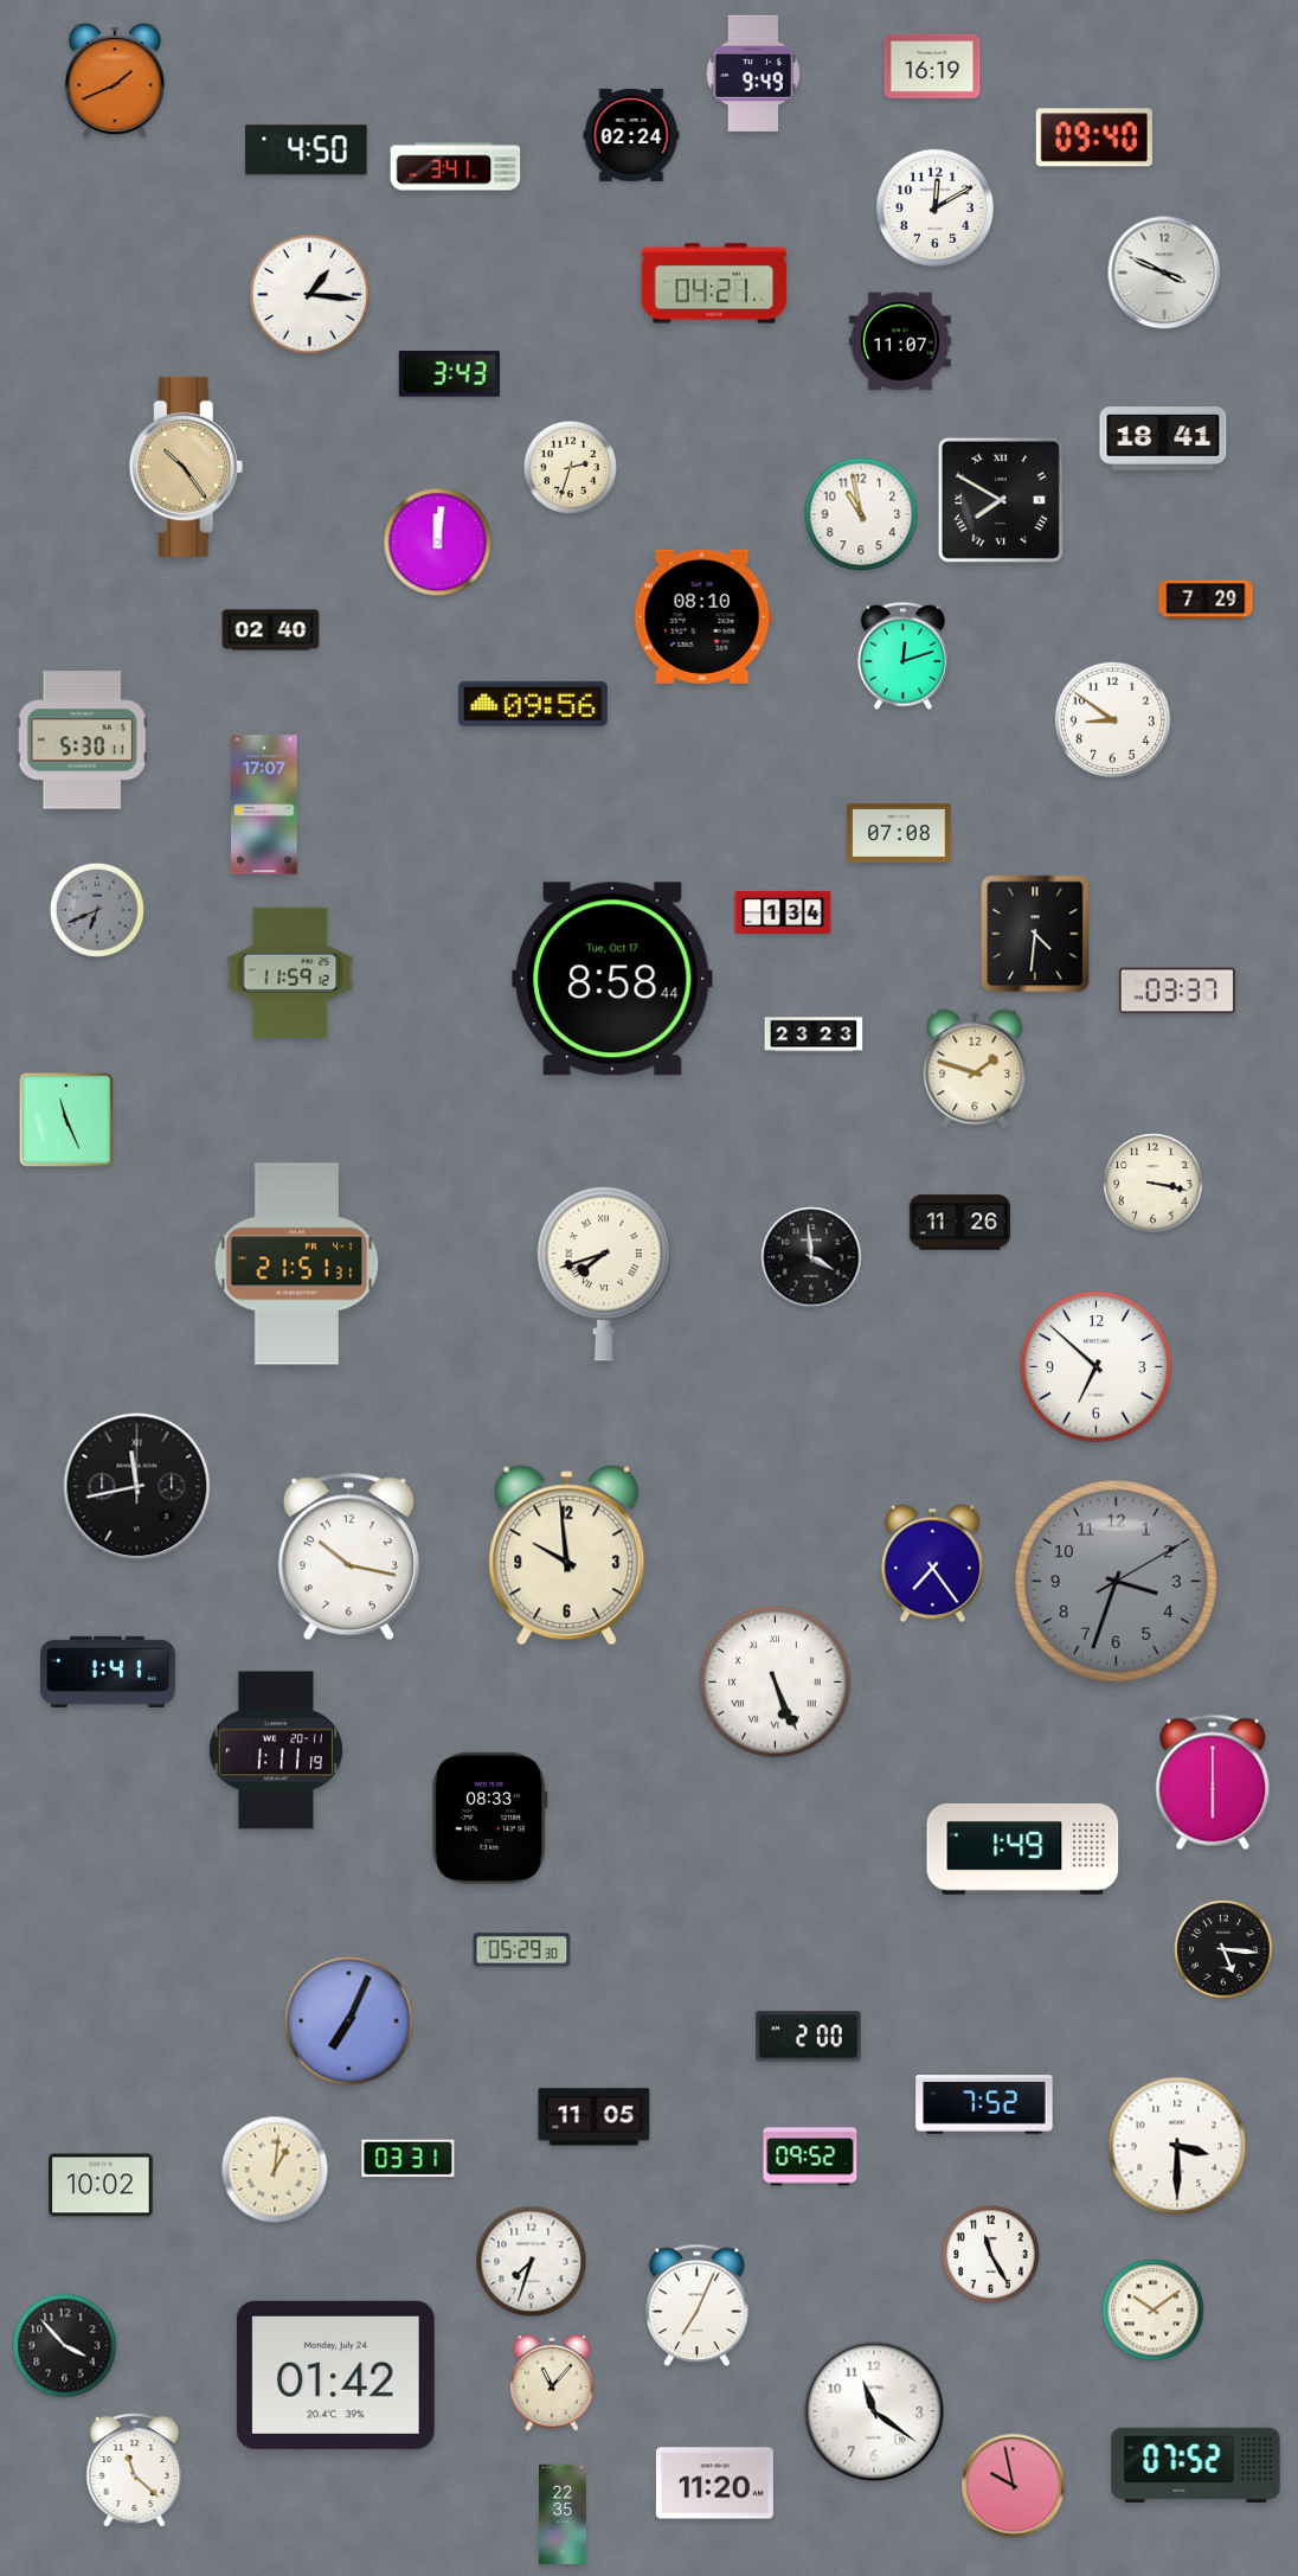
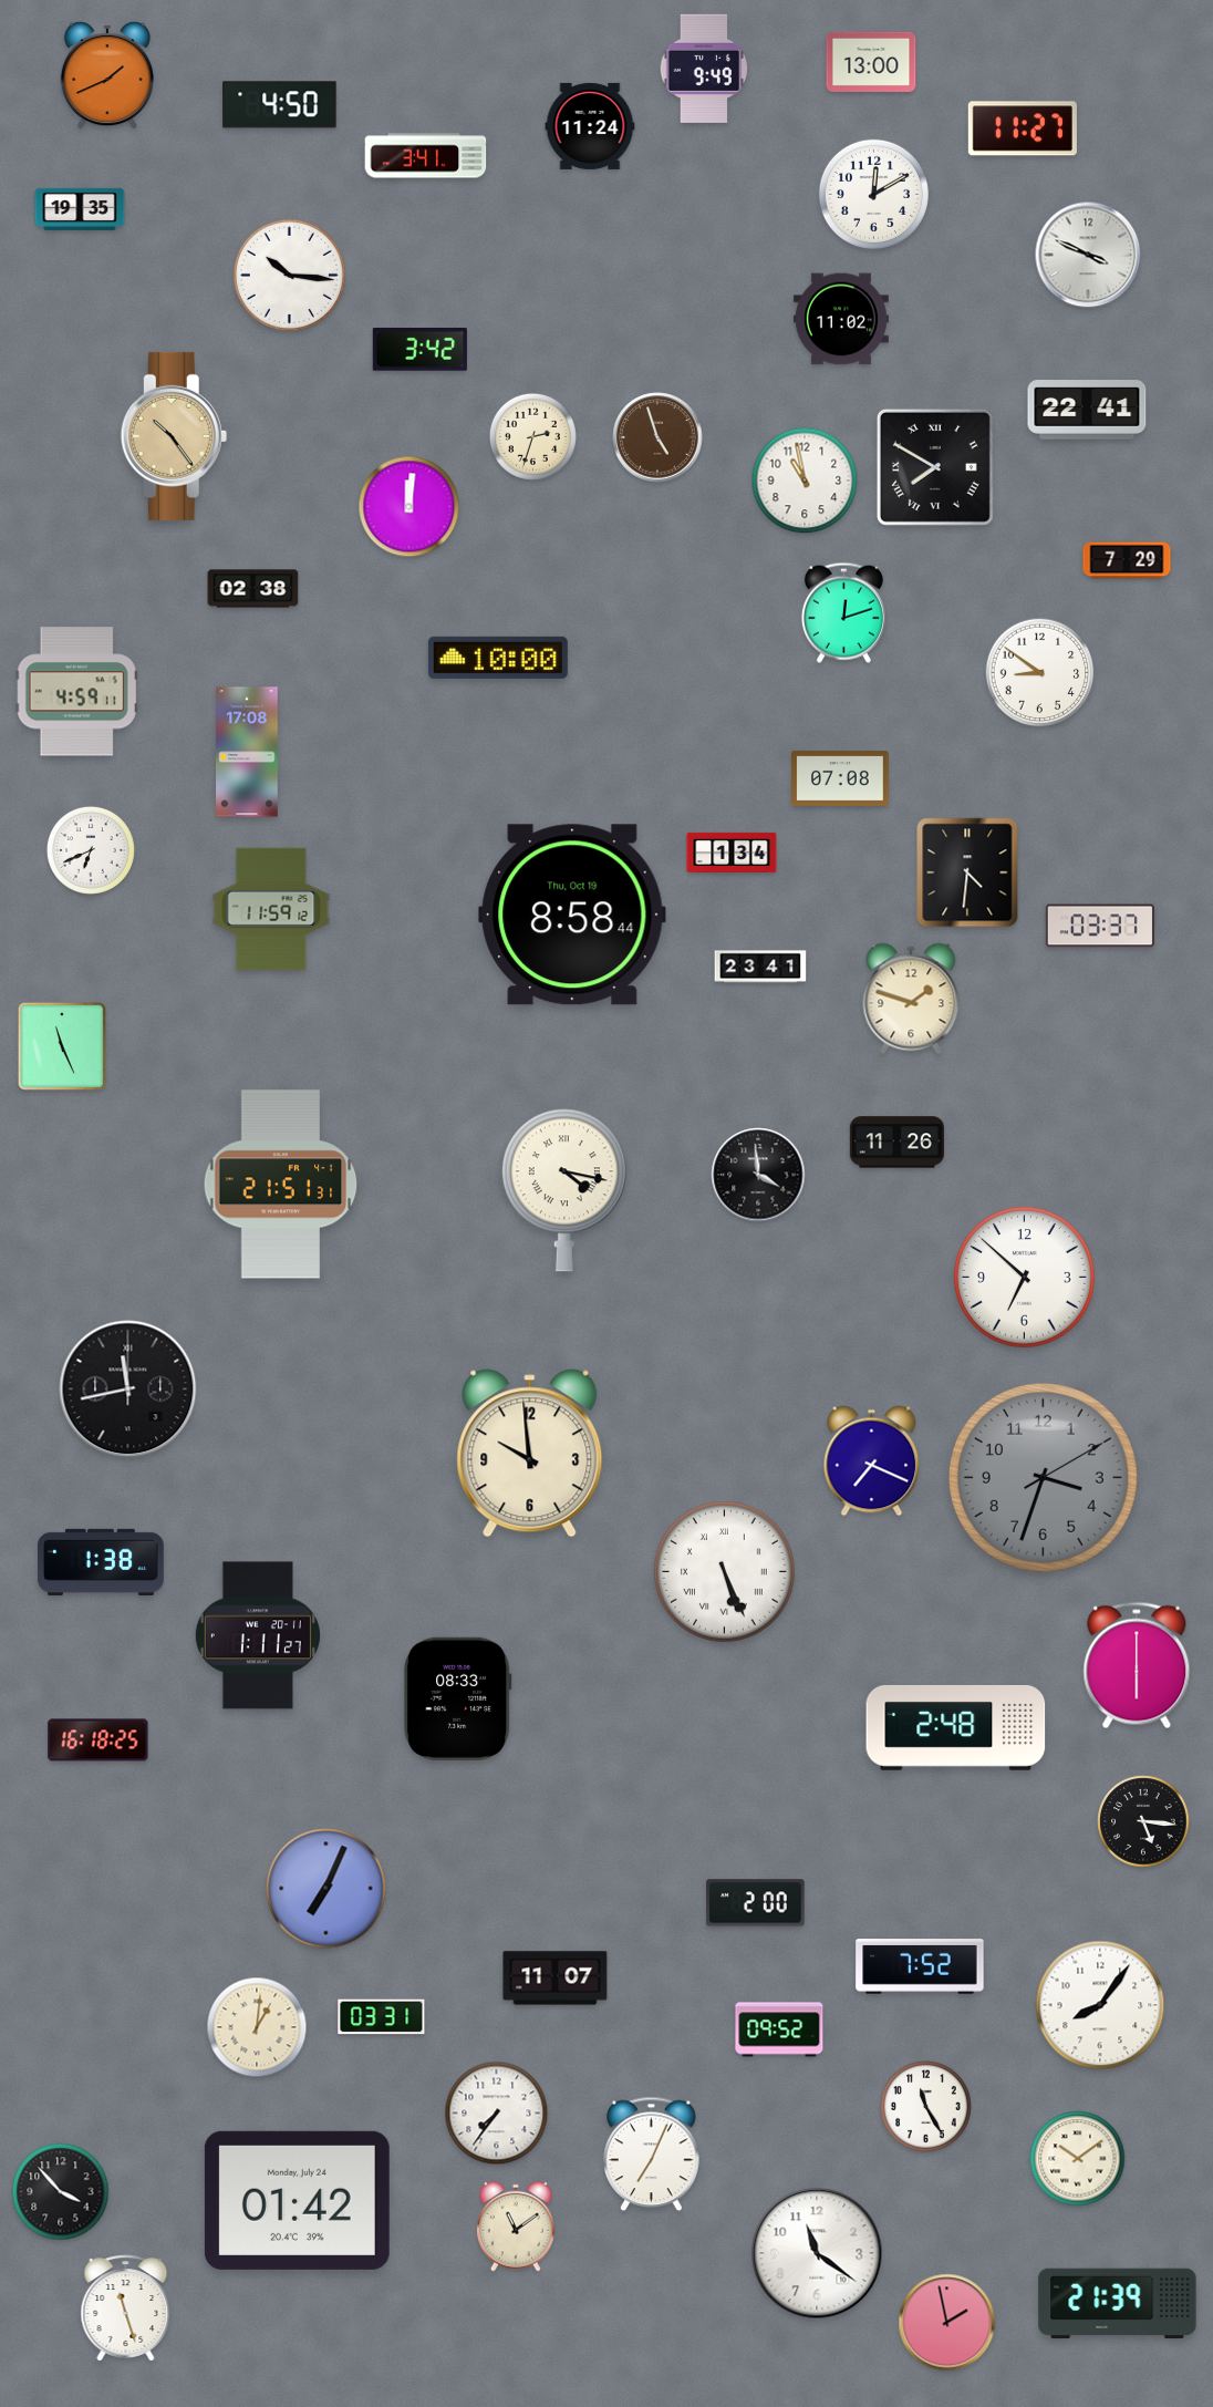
clock at (932, 66): 16:19 -> 13:00
clock at (631, 135): 02:24 -> 11:24
clock at (1094, 137): 09:40 -> 11:27
clock at (307, 150) position: (307, 150) -> (280, 105)
clock at (80, 209): none -> 19:35
clock at (714, 283): 04:21 -> none
clock at (309, 294): 1:16 -> 10:16
clock at (900, 341): 11:07 -> 11:02
clock at (449, 374): 3:43 -> 3:42
clock at (1163, 438): 18:41 -> 22:41
clock at (657, 437): none -> 4:57
clock at (702, 616): 08:10 -> none
clock at (271, 630): 02:40 -> 02:38
clock at (533, 704): 09:56 -> 10:00
clock at (82, 741): 5:30 -> 4:59
clock at (264, 805): 17:07 -> 17:08
clock at (97, 910) dial: grey -> white
clock at (612, 979) date: Tue, Oct 17 -> Thu, Oct 19
clock at (814, 1034): 23:23 -> 23:41
clock at (1154, 1184): 3:17 -> none
clock at (297, 1264) position: (297, 1264) -> (281, 1185)
clock at (604, 1274): 7:42 -> 4:17
clock at (348, 1557): 10:17 -> none
clock at (933, 1564): 7:24 -> 7:19
clock at (109, 1672): 1:41 -> 1:38
clock at (276, 1750): 1:11:19 -> 1:11:27
clock at (1213, 1782) position: (1213, 1782) -> (1137, 1665)
clock at (1023, 1848): 1:49 -> 2:48
clock at (99, 1740): none -> 16:18
clock at (522, 1950): 05:29 -> none
clock at (595, 2117): 11:05 -> 11:07
clock at (1177, 2146): 3:30 -> 8:06
clock at (810, 2157) position: (810, 2157) -> (779, 2029)
clock at (101, 2185): 10:02 -> none
clock at (532, 2262): 7:33 -> 7:36
clock at (335, 2375) position: (335, 2375) -> (297, 2200)
clock at (552, 2383): 11:07 -> 11:09
clock at (1196, 2466): 07:52 -> 21:39
clock at (135, 2471): 11:22 -> 11:27
clock at (714, 2484): 11:20 -> none
clock at (1014, 2486): 9:58 -> 1:58
clock at (564, 2514): 22:35 -> none
